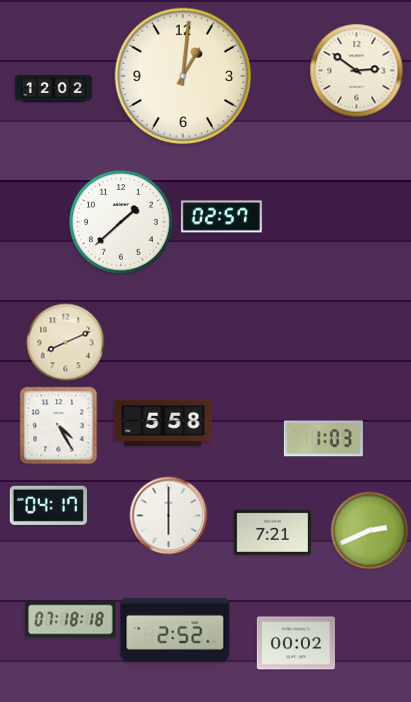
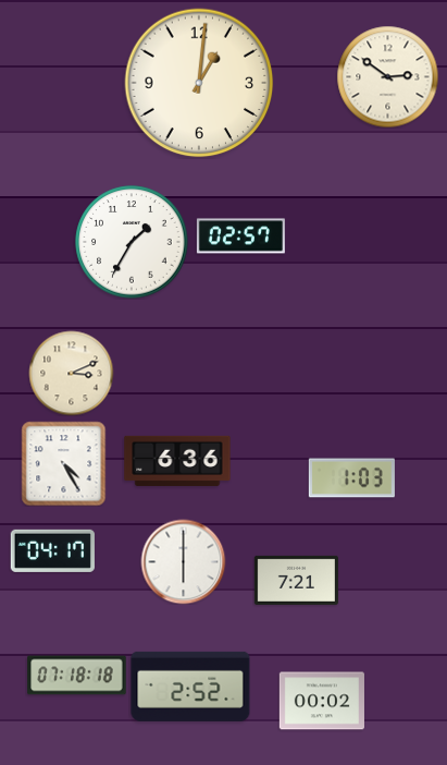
clock at (53, 88): 12:02 -> none
clock at (121, 222): 1:38 -> 1:35
clock at (65, 342): 8:11 -> 3:11
clock at (163, 423): 5:58 -> 6:36
clock at (369, 530): 2:41 -> none
